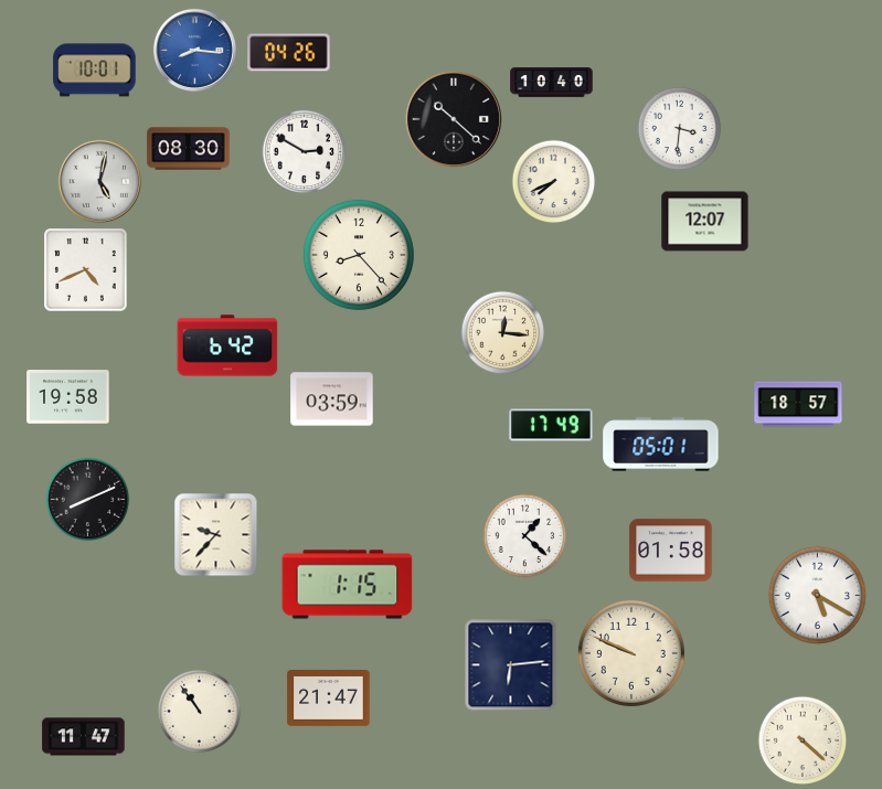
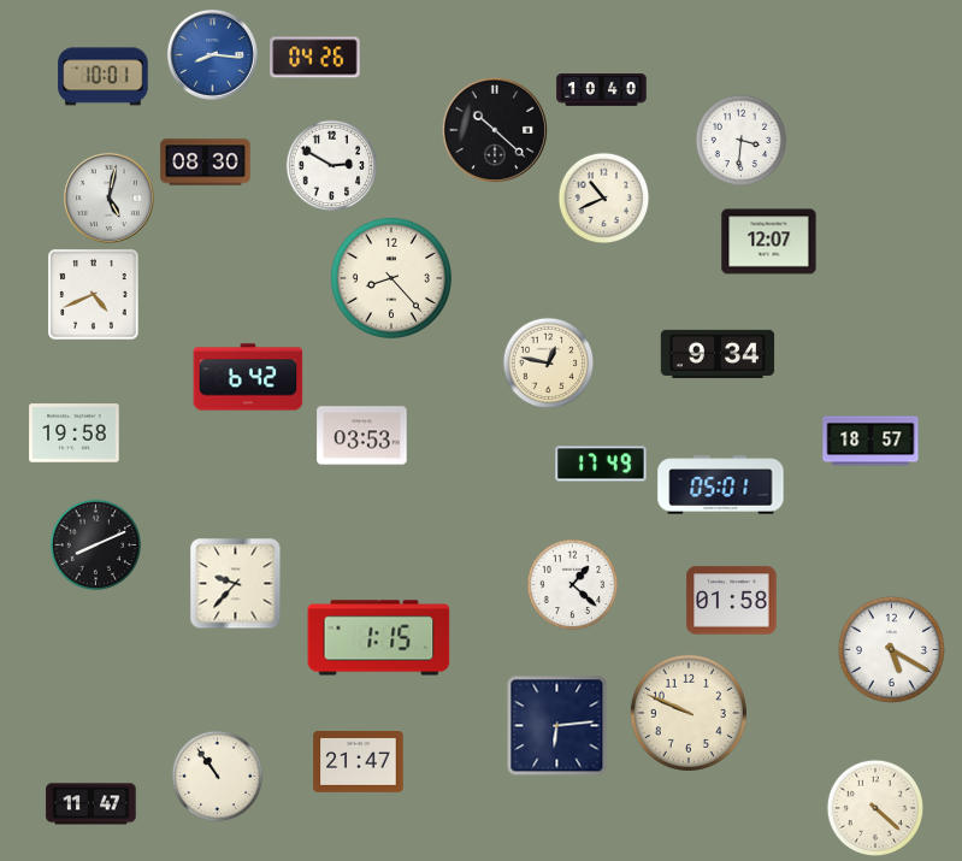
clock at (554, 182): 7:41 -> 10:41
clock at (718, 354): none -> 9:34
clock at (503, 333): 12:16 -> 12:47
clock at (332, 399): 03:59 -> 03:53
